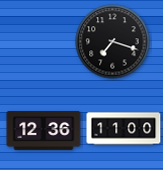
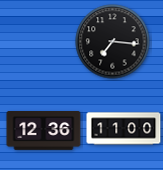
clock at (113, 42): 7:18 -> 7:16
